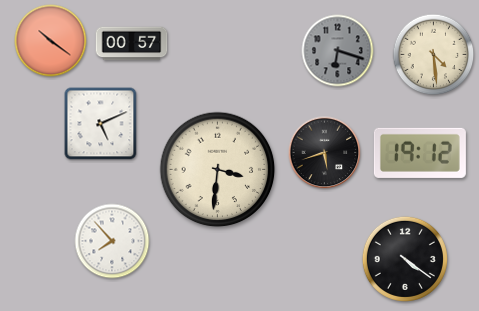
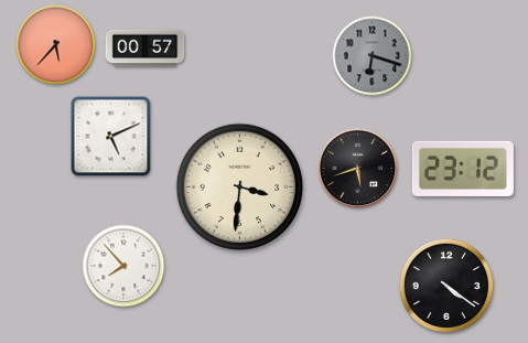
clock at (51, 41): 10:21 -> 5:37
clock at (434, 55): 4:29 -> none
clock at (420, 153): 19:12 -> 23:12
